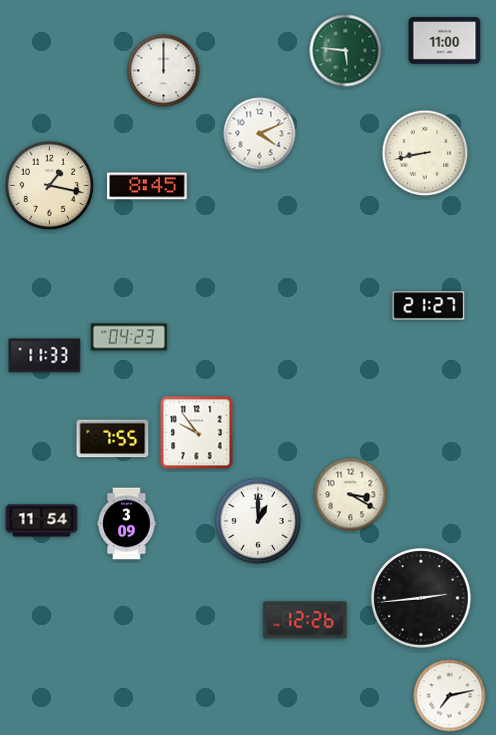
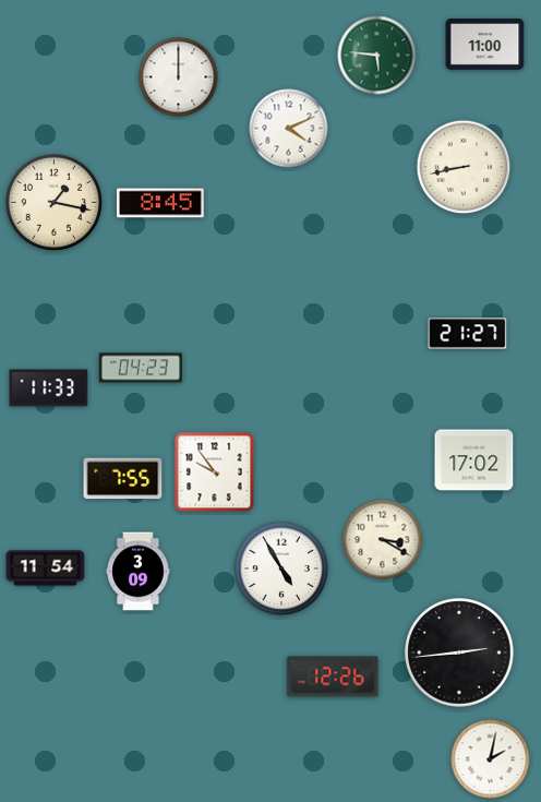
clock at (260, 134) position: (260, 134) -> (289, 129)
clock at (474, 460): none -> 17:02
clock at (258, 521): 1:00 -> 4:55
clock at (450, 696): 7:13 -> 2:02
